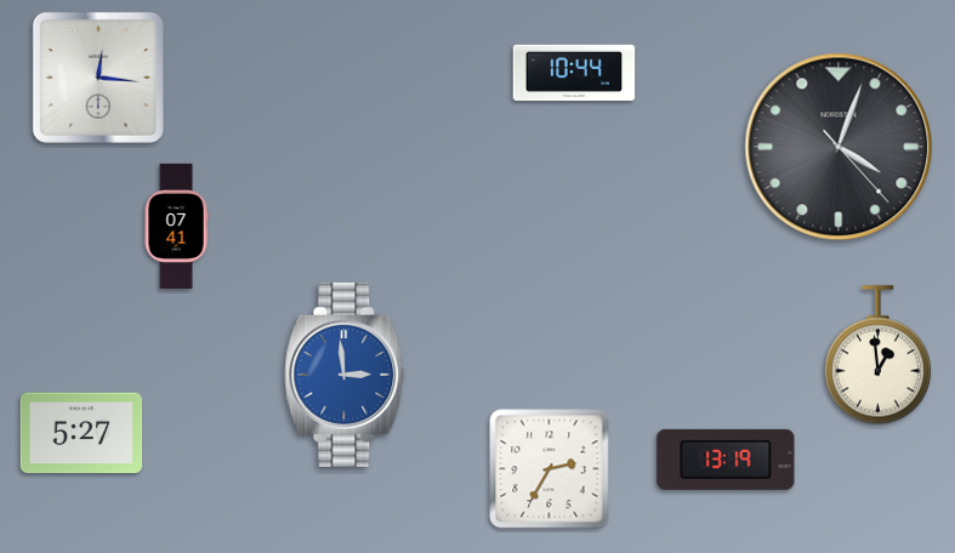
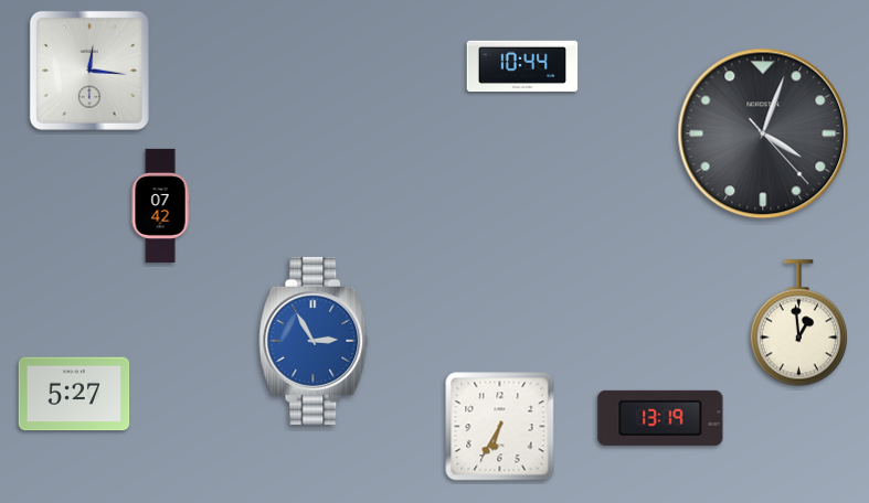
clock at (176, 226): 07:41 -> 07:42
clock at (345, 375): 2:59 -> 2:55
clock at (550, 469): 2:35 -> 6:35
